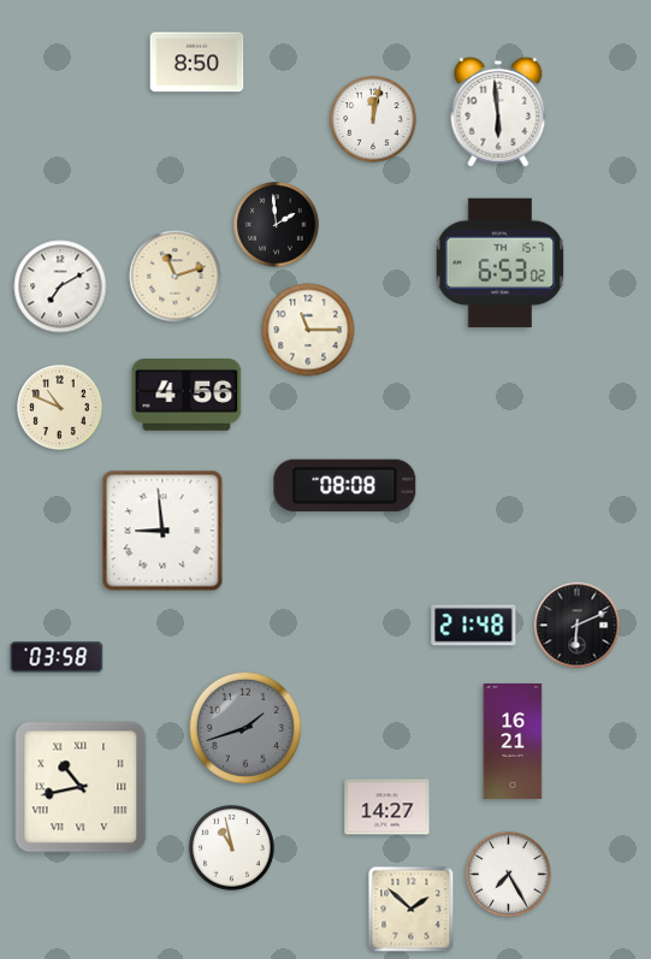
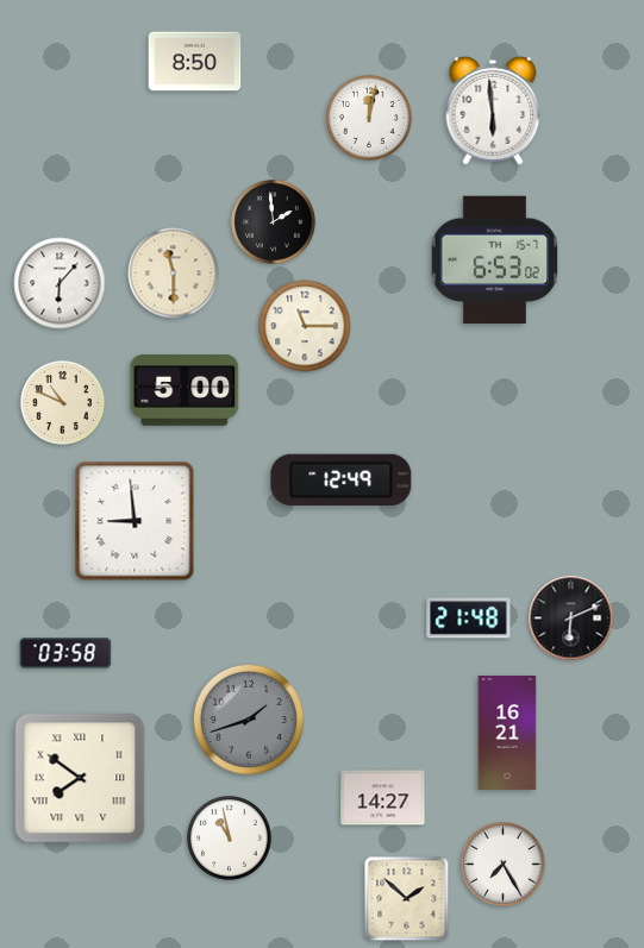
clock at (176, 277): 11:12 -> 11:30
clock at (60, 286): 7:10 -> 6:07
clock at (187, 396): 4:56 -> 5:00
clock at (60, 408) position: (60, 408) -> (63, 403)
clock at (345, 485): 08:08 -> 12:49
clock at (162, 531) position: (162, 531) -> (135, 521)
clock at (57, 657) position: (57, 657) -> (65, 653)
clock at (245, 728) position: (245, 728) -> (249, 720)
clock at (81, 787): 10:43 -> 7:51
